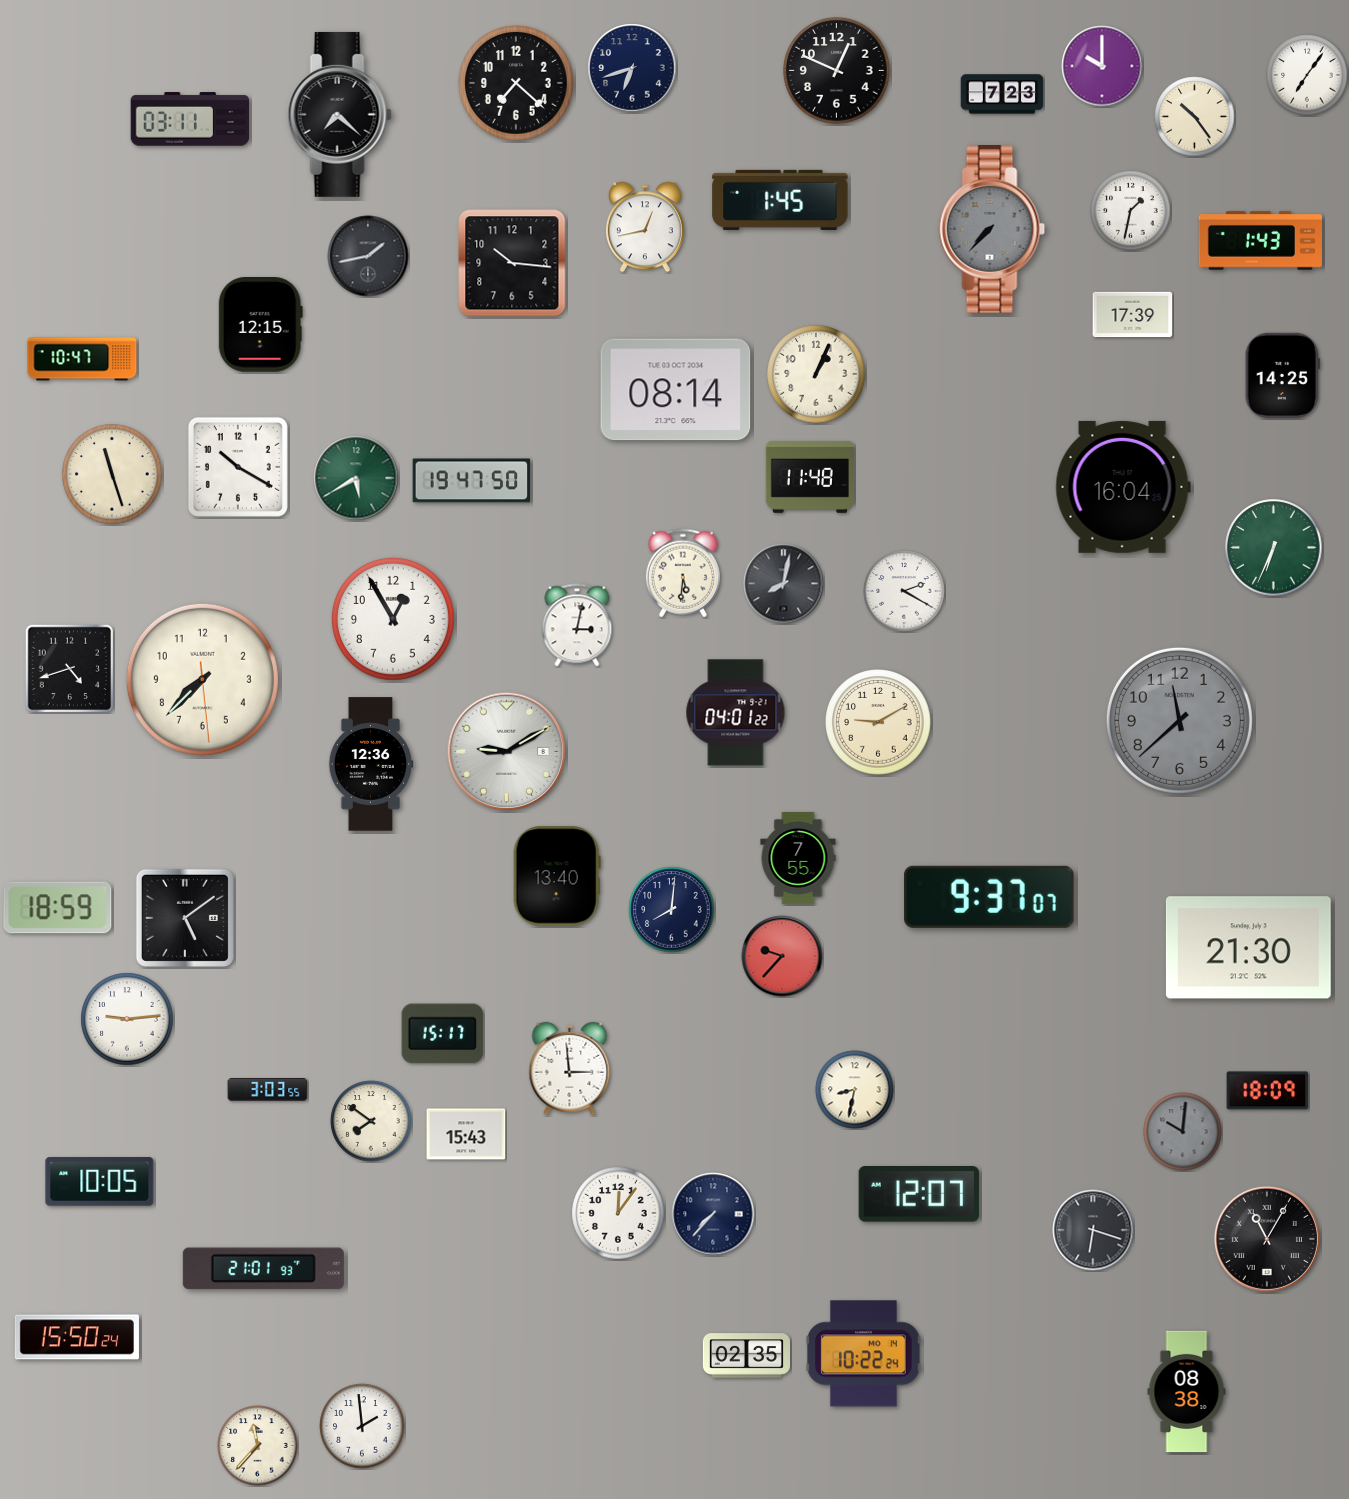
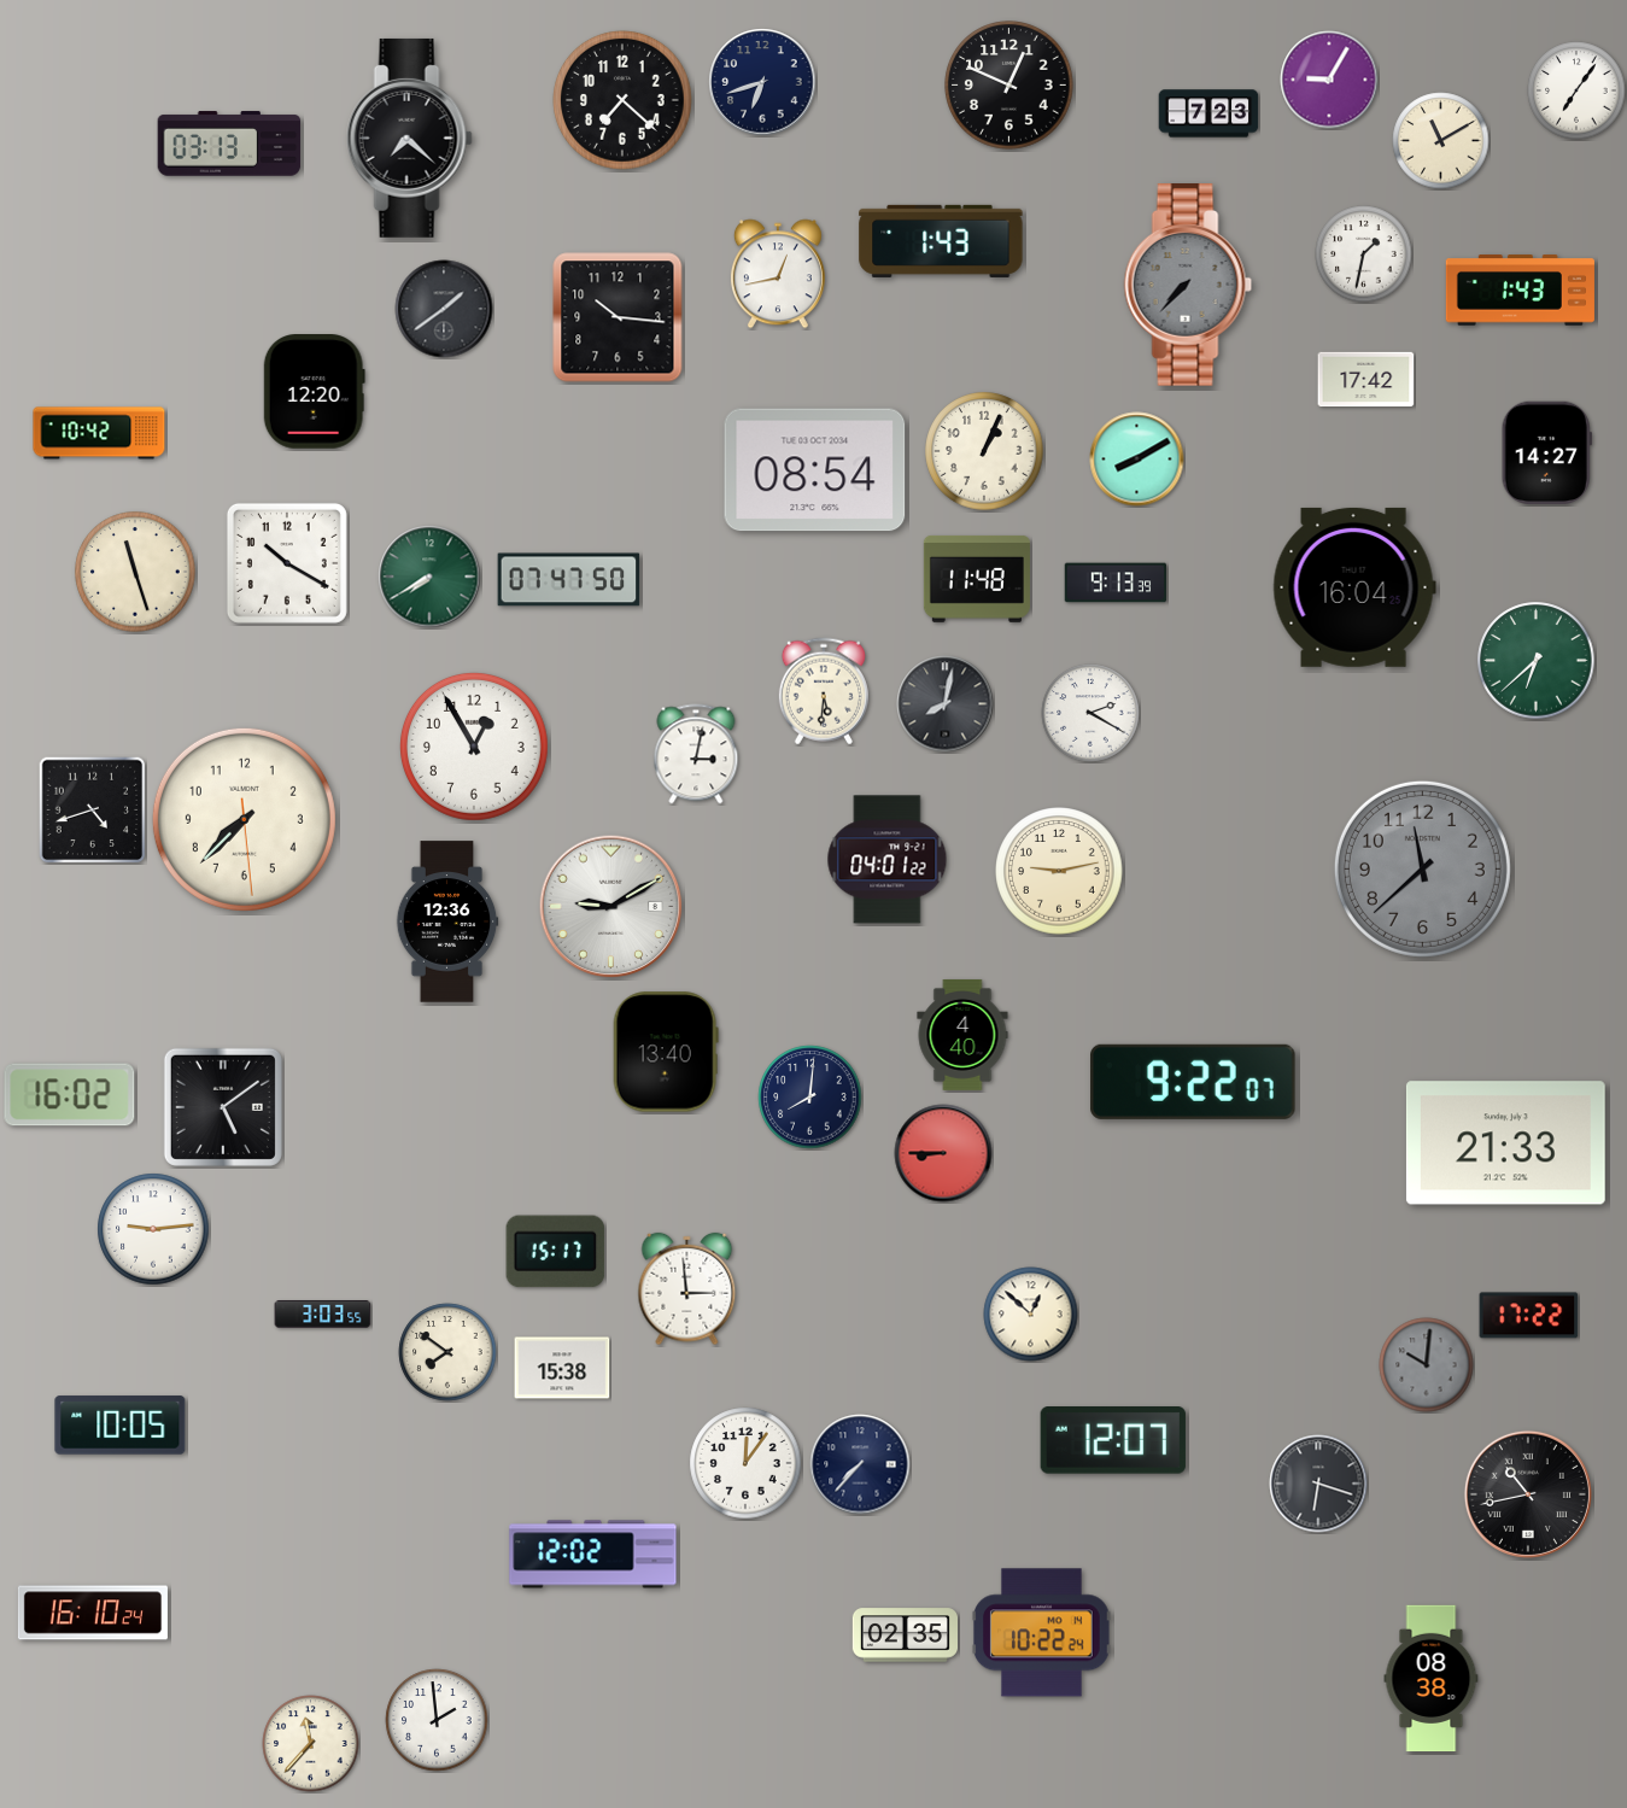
clock at (1102, 66): 10:00 -> 9:05
clock at (1195, 117): 10:24 -> 11:10
clock at (190, 119): 03:11 -> 03:13
clock at (780, 200): 1:45 -> 1:43
clock at (992, 230) position: (992, 230) -> (1188, 286)
clock at (368, 256): 1:43 -> 1:39
clock at (1133, 315): 17:39 -> 17:42
clock at (260, 325): 12:15 -> 12:20
clock at (82, 359): 10:47 -> 10:42
clock at (1282, 375): 14:25 -> 14:27
clock at (1137, 460): none -> 8:10
clock at (676, 390): 08:14 -> 08:54
clock at (810, 477) position: (810, 477) -> (977, 579)
clock at (356, 478): 5:40 -> 7:40
clock at (472, 481): 19:47 -> 07:47
clock at (1116, 583): none -> 9:13
clock at (1274, 548): 6:34 -> 6:38
clock at (70, 669) position: (70, 669) -> (93, 811)
clock at (878, 722): 9:10 -> 9:13
clock at (798, 858): 7:55 -> 4:40
clock at (557, 876) position: (557, 876) -> (666, 1052)
clock at (989, 897): 9:37 -> 9:22
clock at (58, 908): 18:59 -> 16:02
clock at (1248, 948): 21:30 -> 21:33
clock at (782, 956): 9:37 -> 8:45
clock at (443, 1034) position: (443, 1034) -> (556, 1252)
clock at (855, 1090): 8:32 -> 12:52
clock at (1268, 1091): 18:09 -> 17:22
clock at (466, 1134): 15:43 -> 15:38
clock at (919, 1195) position: (919, 1195) -> (1113, 1441)
clock at (1267, 1239): 11:05 -> 10:43
clock at (263, 1269): 21:01 -> none
clock at (593, 1555): none -> 12:02
clock at (77, 1337): 15:50 -> 16:10
clock at (746, 1356) position: (746, 1356) -> (905, 1636)
